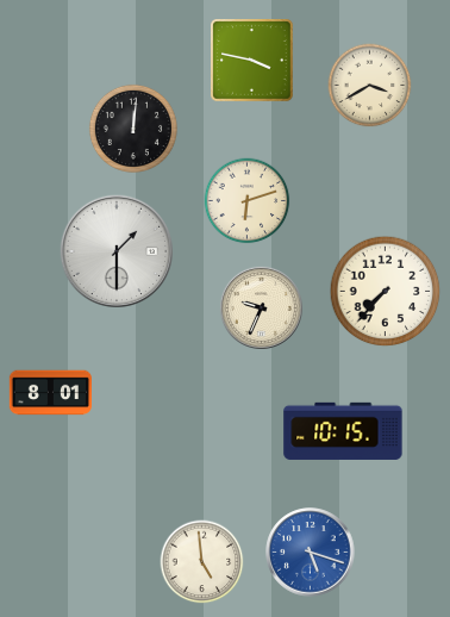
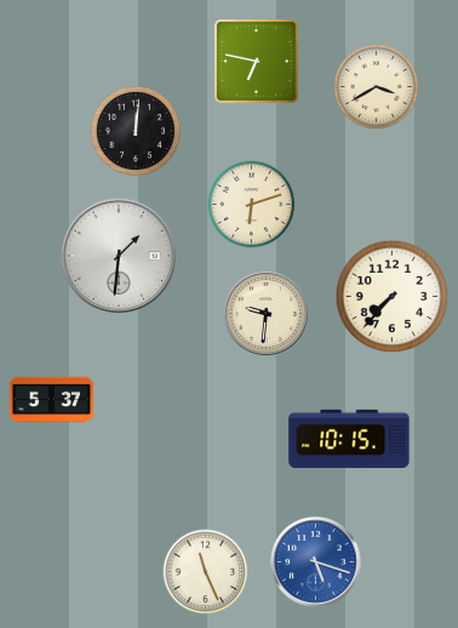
clock at (252, 61): 3:47 -> 6:47
clock at (115, 250): 1:30 -> 1:31
clock at (261, 307): 9:34 -> 9:31
clock at (51, 393): 8:01 -> 5:37
clock at (202, 562): 4:59 -> 11:26
